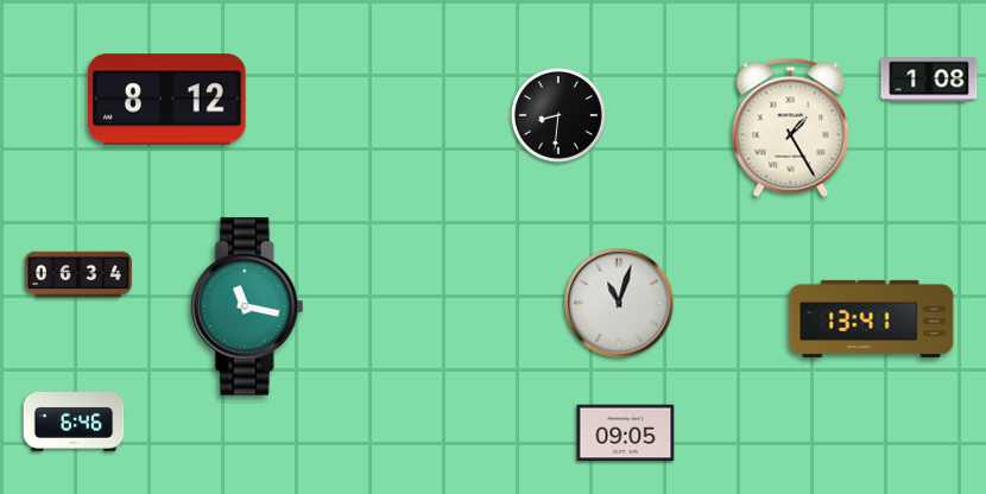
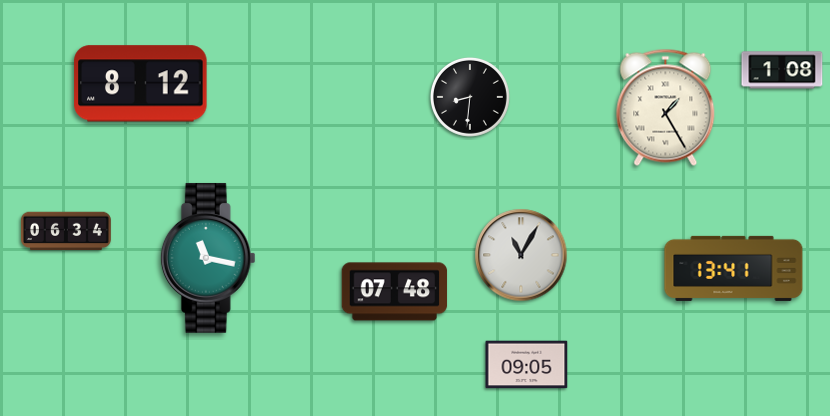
clock at (929, 80) position: (929, 80) -> (782, 70)
clock at (619, 303): 11:03 -> 11:05
clock at (395, 292): none -> 07:48
clock at (74, 423): 6:46 -> none
